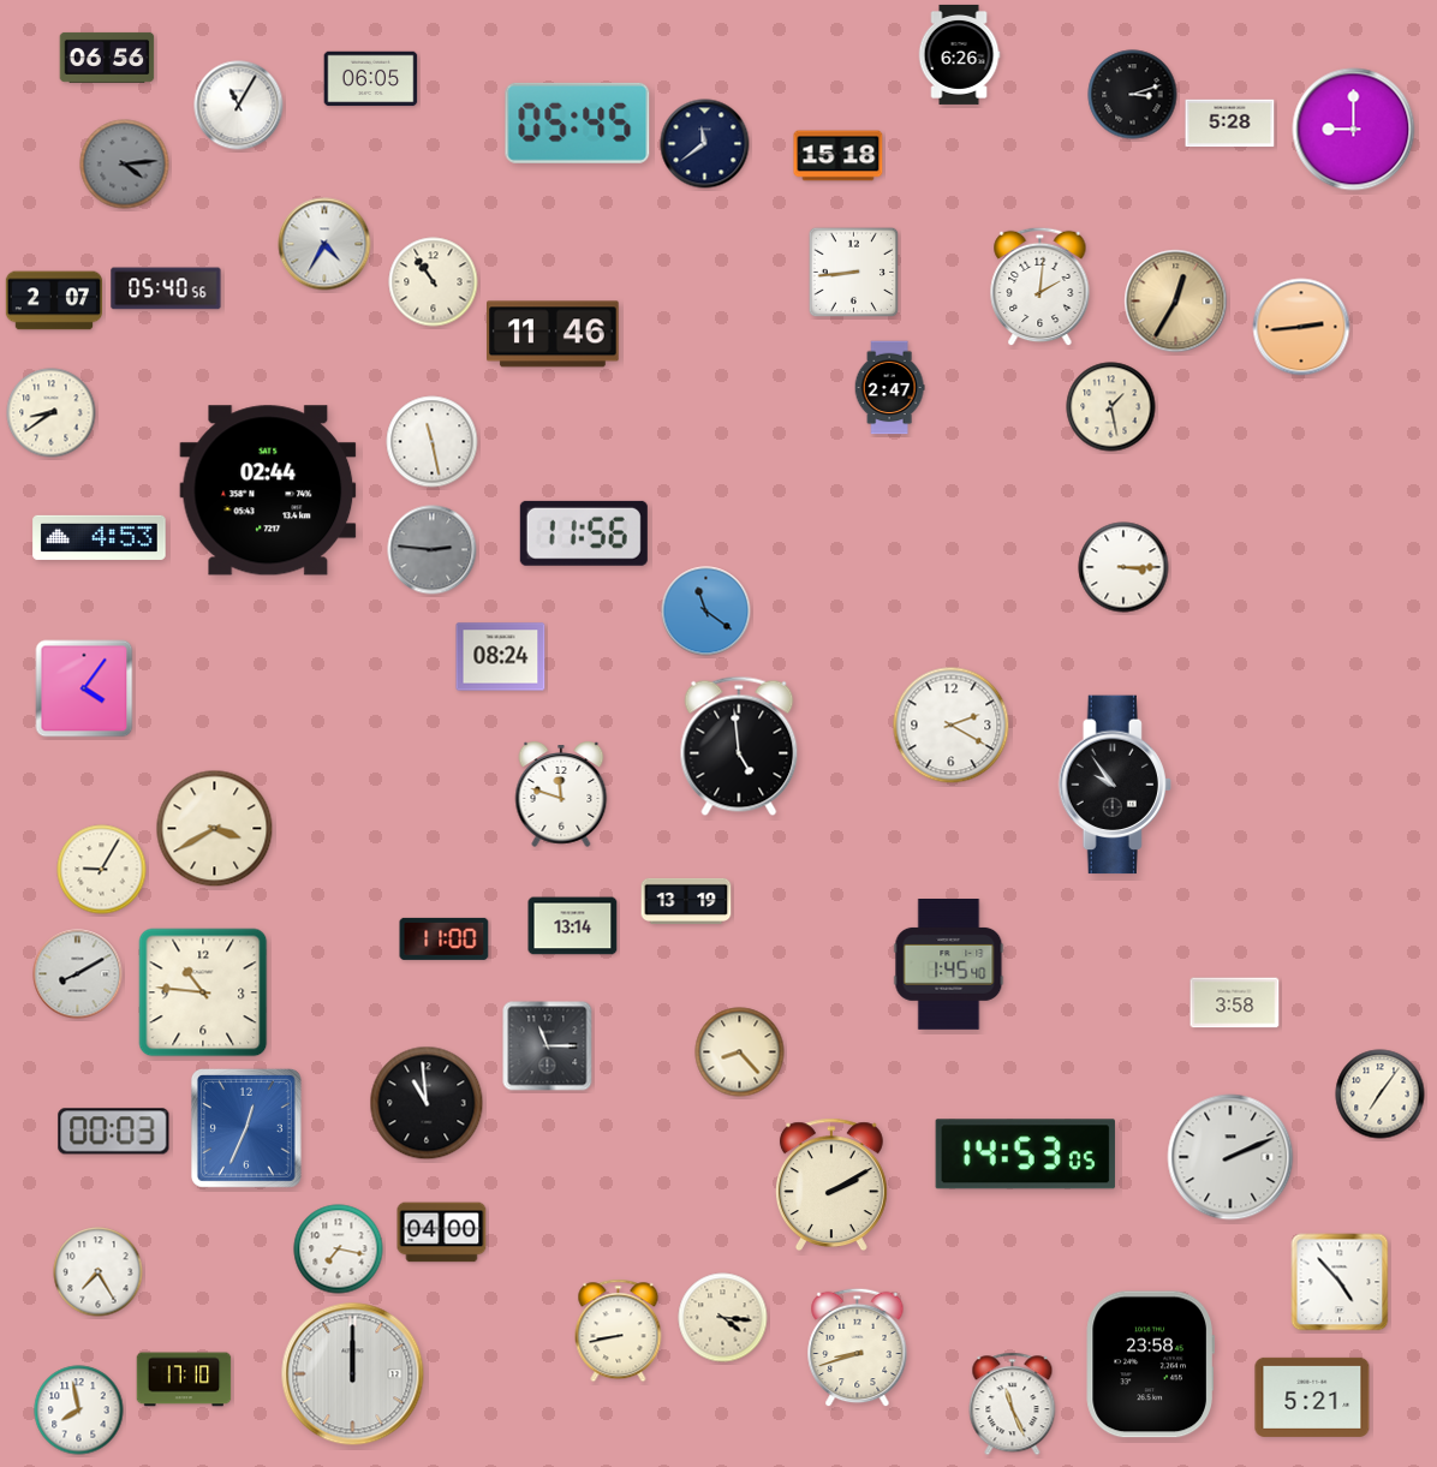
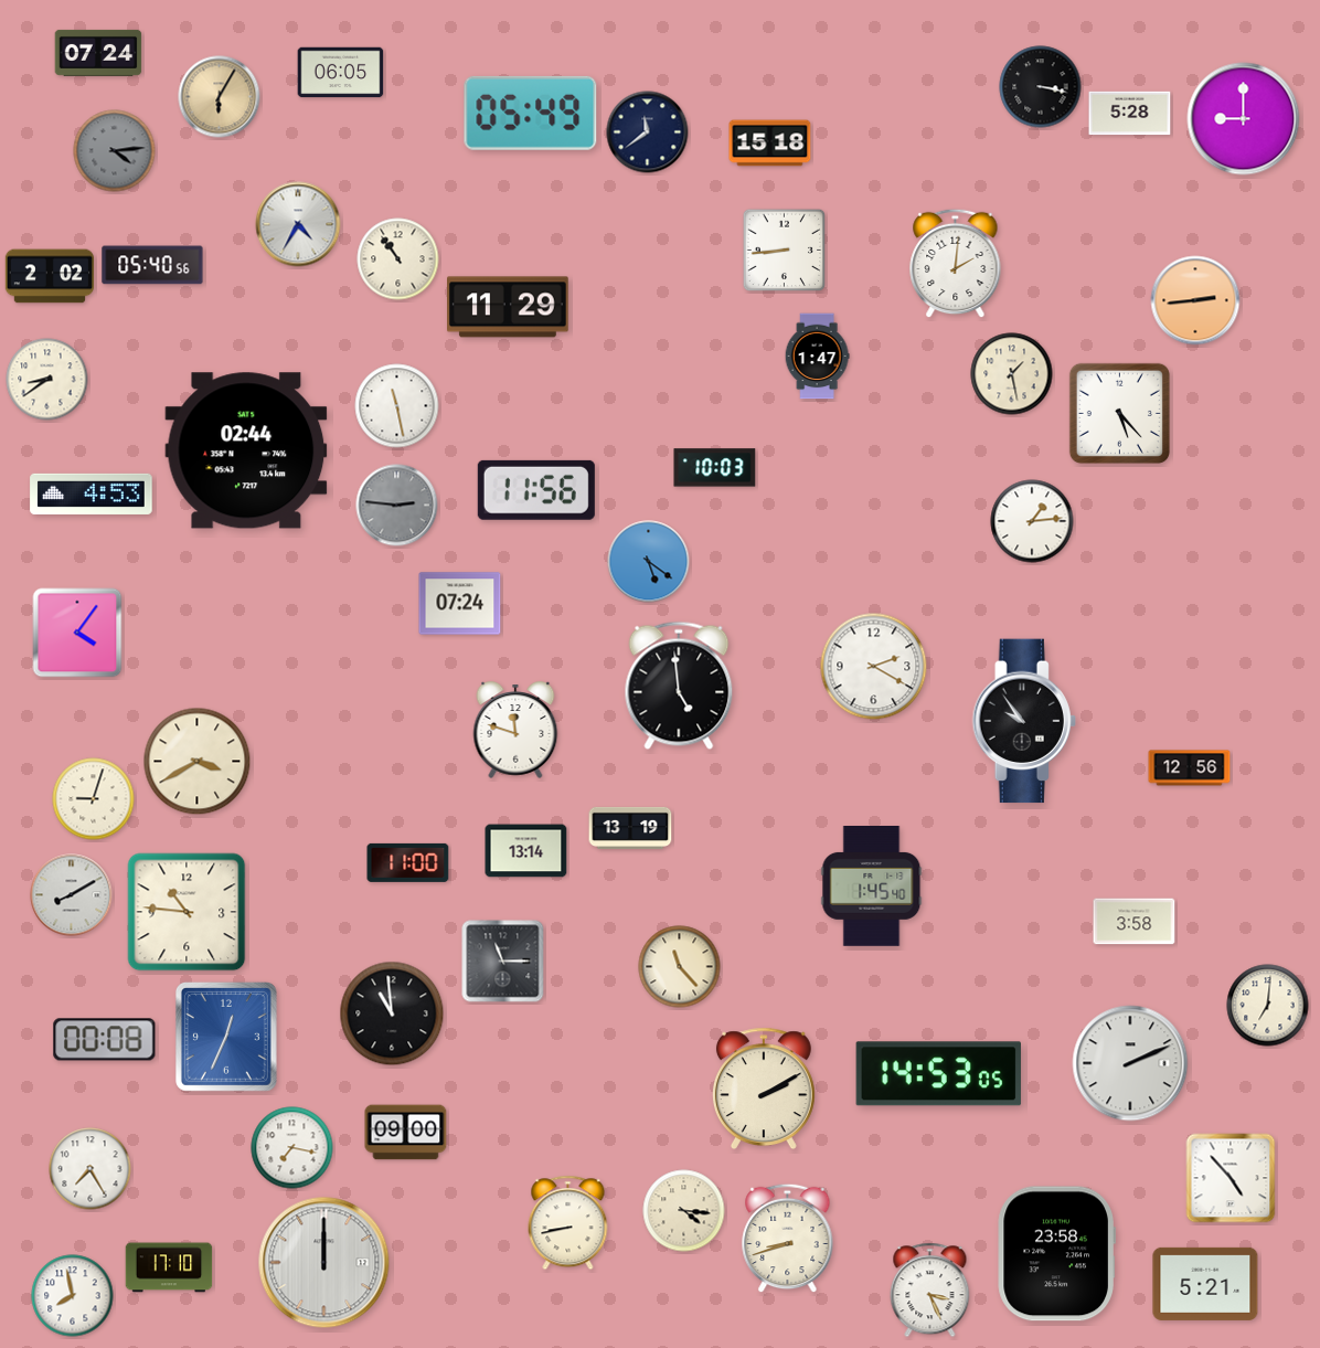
clock at (959, 54): 6:26 -> none
clock at (107, 58): 06:56 -> 07:24
clock at (1133, 95): 3:12 -> 3:17
clock at (239, 106): 11:05 -> 6:05
clock at (239, 106) dial: white -> champagne
clock at (578, 123): 05:45 -> 05:49
clock at (54, 300): 2:07 -> 2:02
clock at (1176, 302): 12:35 -> none
clock at (553, 334): 11:46 -> 11:29
clock at (889, 388): 2:47 -> 1:47
clock at (1111, 407) position: (1111, 407) -> (1012, 374)
clock at (1119, 413): none -> 5:23
clock at (715, 468): none -> 10:03
clock at (1123, 567): 3:15 -> 1:14
clock at (706, 612): 11:21 -> 5:21
clock at (501, 657): 08:24 -> 07:24
clock at (1190, 768): none -> 12:56
clock at (102, 870): 9:05 -> 9:03
clock at (740, 1052): 8:23 -> 11:23
clock at (1381, 1095): 7:06 -> 7:01
clock at (114, 1132): 00:03 -> 00:08
clock at (1025, 1155) position: (1025, 1155) -> (938, 1074)
clock at (442, 1233): 04:00 -> 09:00
clock at (339, 1250) position: (339, 1250) -> (292, 1148)
clock at (723, 1318) position: (723, 1318) -> (684, 1211)
clock at (1013, 1405): 11:26 -> 3:26
